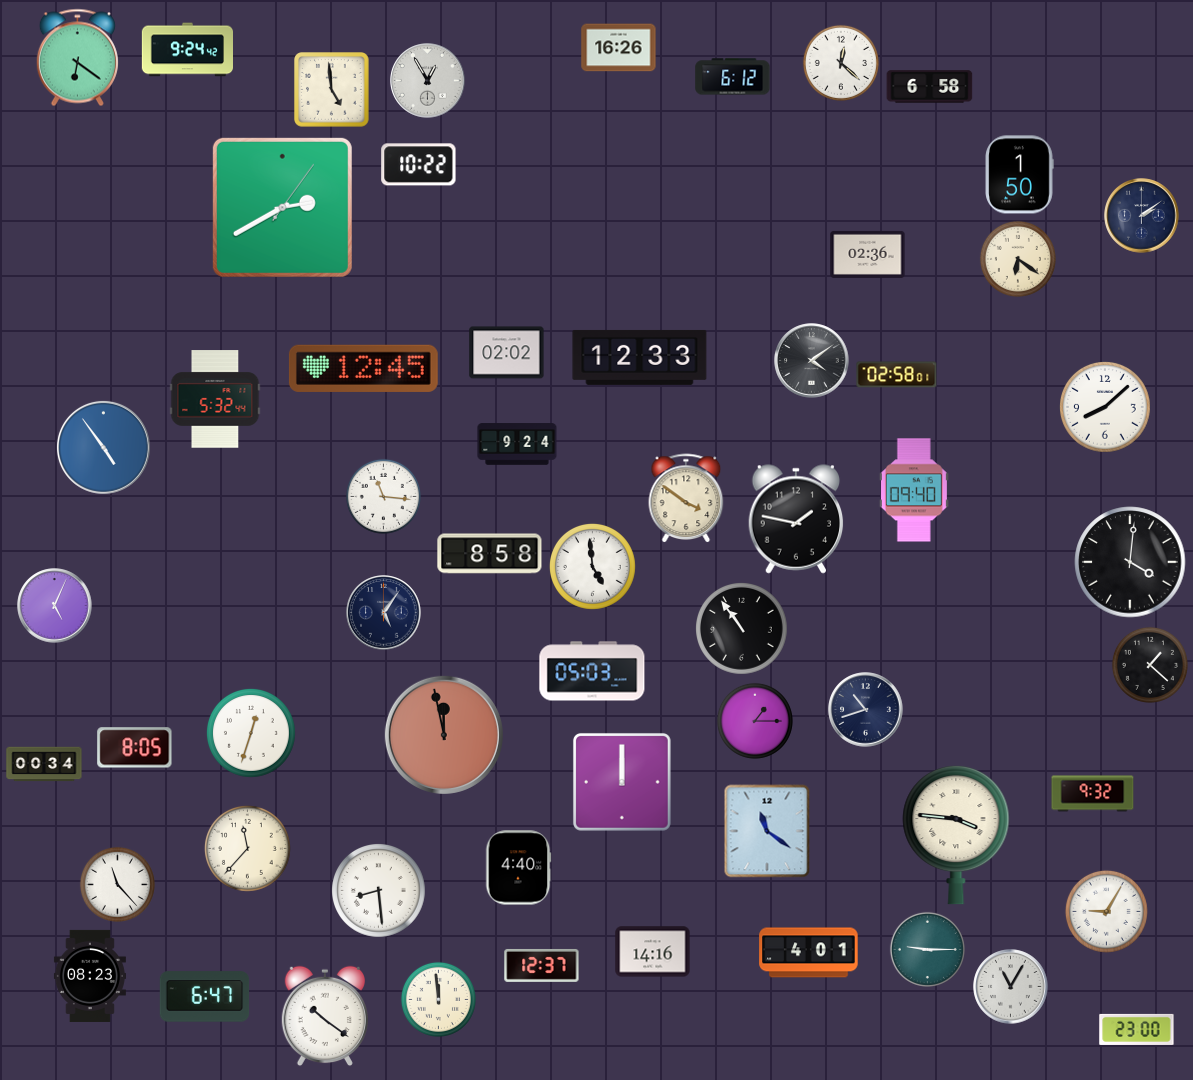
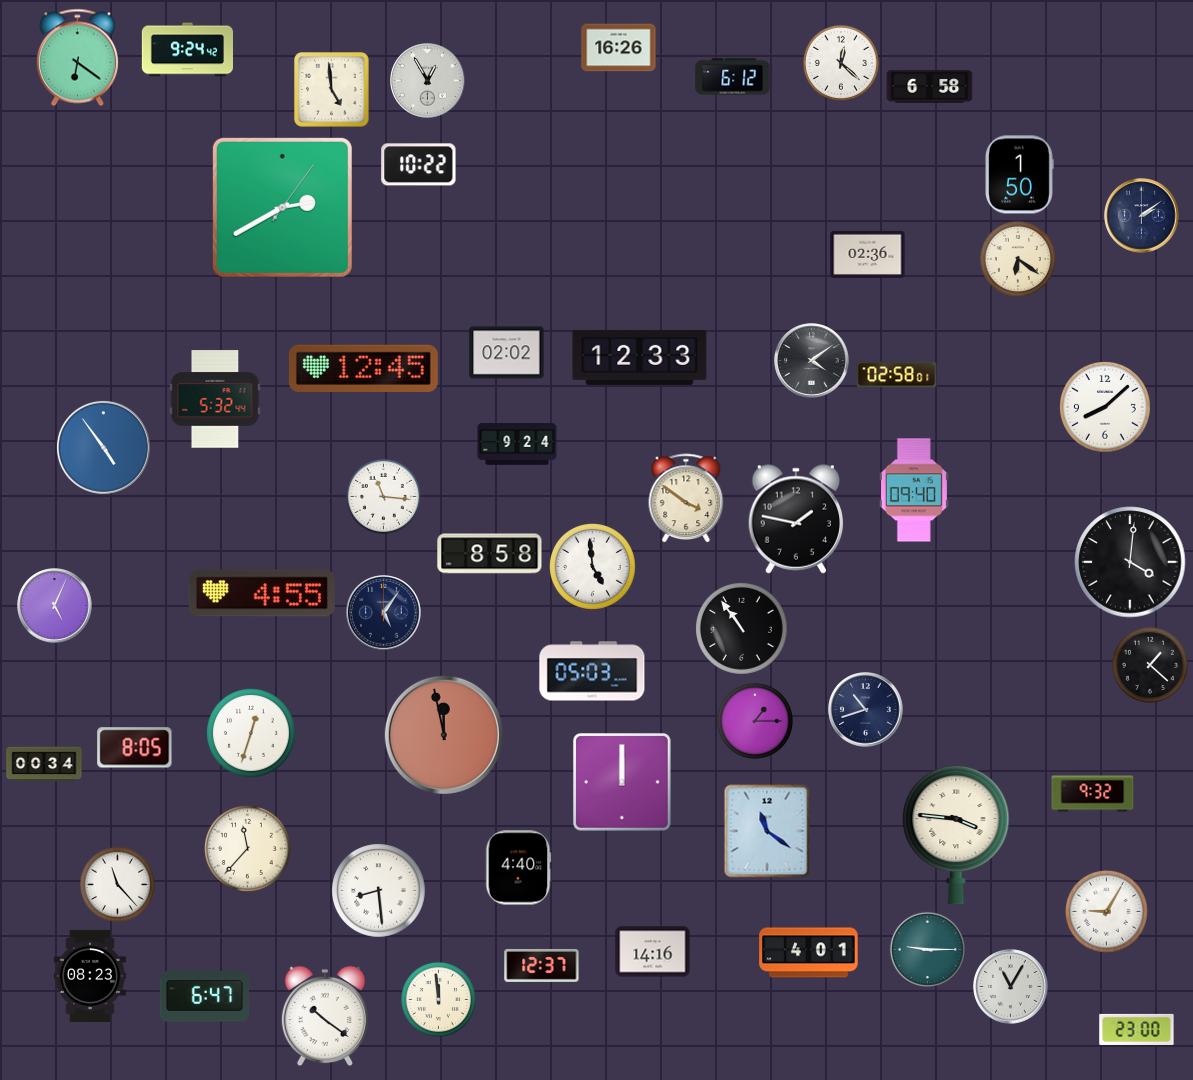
clock at (262, 593): none -> 4:55
